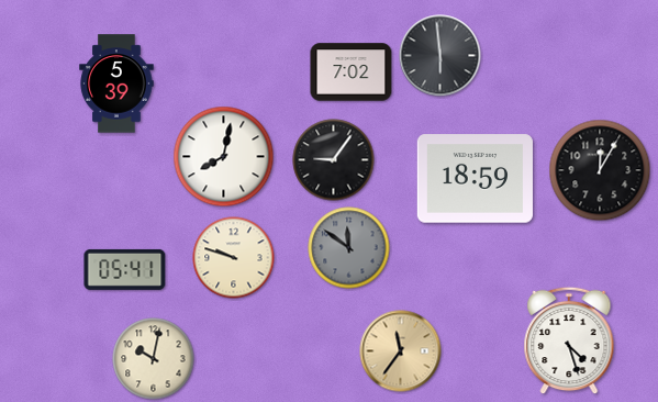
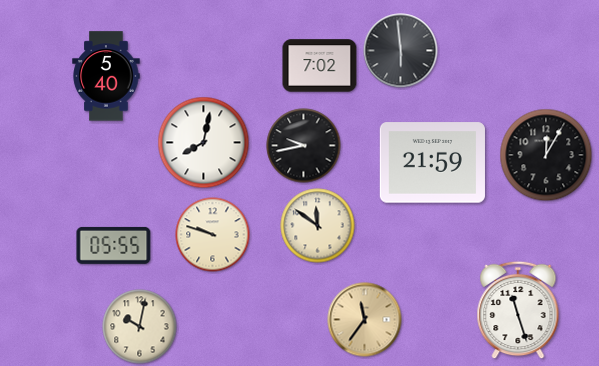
clock at (116, 83): 5:39 -> 5:40
clock at (334, 160): 9:06 -> 9:43
clock at (475, 179): 18:59 -> 21:59
clock at (349, 248) dial: grey -> cream
clock at (125, 269): 05:41 -> 05:55
clock at (569, 340): 4:27 -> 11:27
